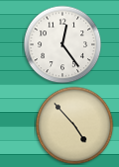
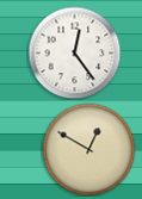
clock at (74, 125): 4:53 -> 12:50
